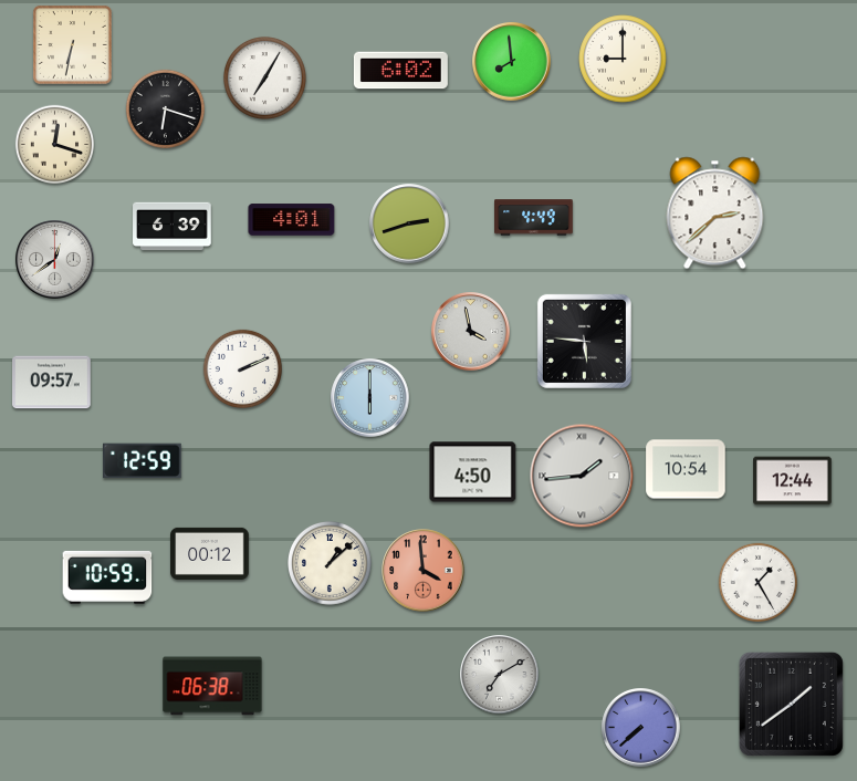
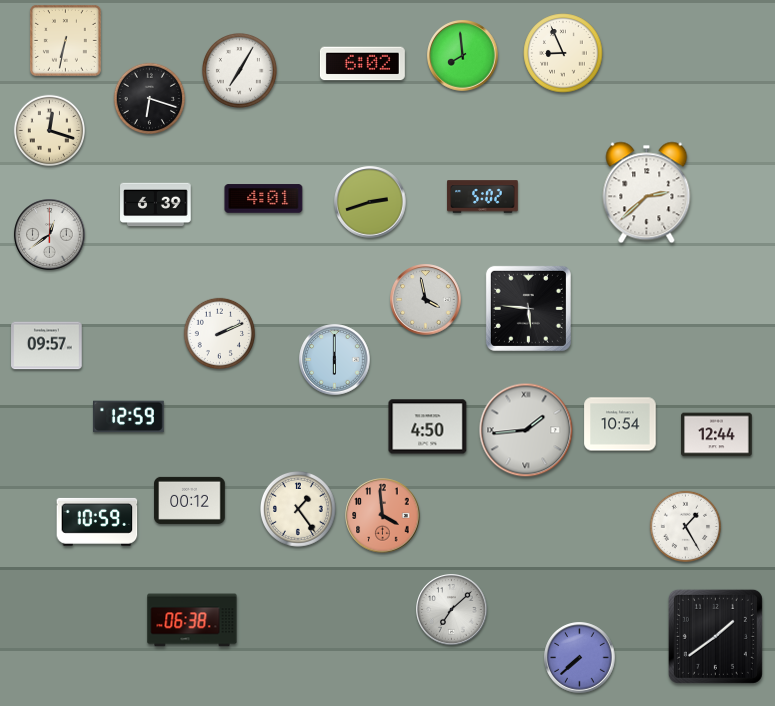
clock at (623, 59): 9:00 -> 8:56
clock at (534, 218): 4:49 -> 5:02
clock at (331, 564): 1:08 -> 1:24
clock at (500, 675): 7:10 -> 7:08
